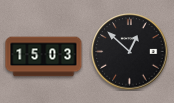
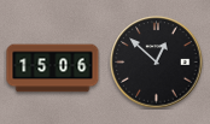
clock at (44, 57): 15:03 -> 15:06
